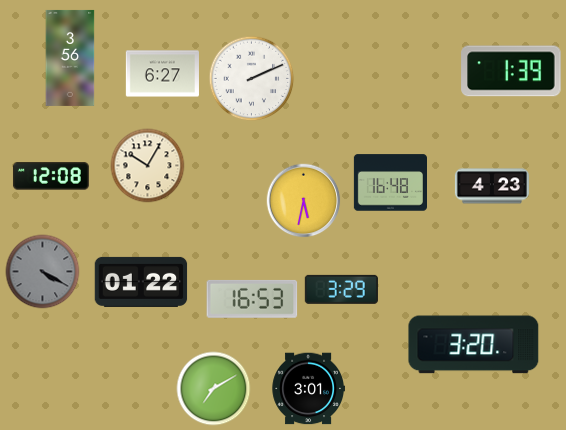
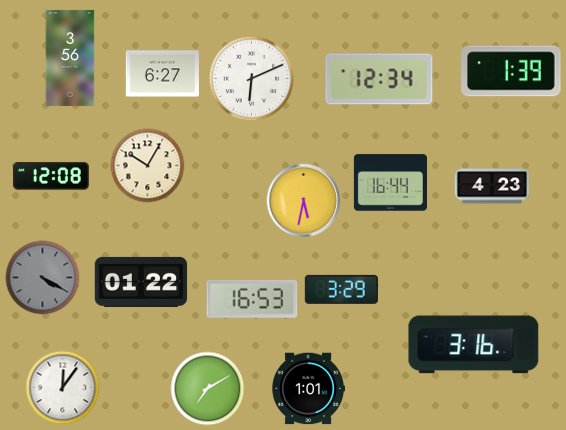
clock at (252, 79): 2:11 -> 6:11
clock at (379, 79): none -> 12:34
clock at (390, 183): 16:48 -> 16:44
clock at (43, 272) position: (43, 272) -> (43, 278)
clock at (474, 345): 3:20 -> 3:16
clock at (63, 388): none -> 12:06
clock at (214, 389) position: (214, 389) -> (208, 389)
clock at (308, 389): 3:01 -> 1:01
